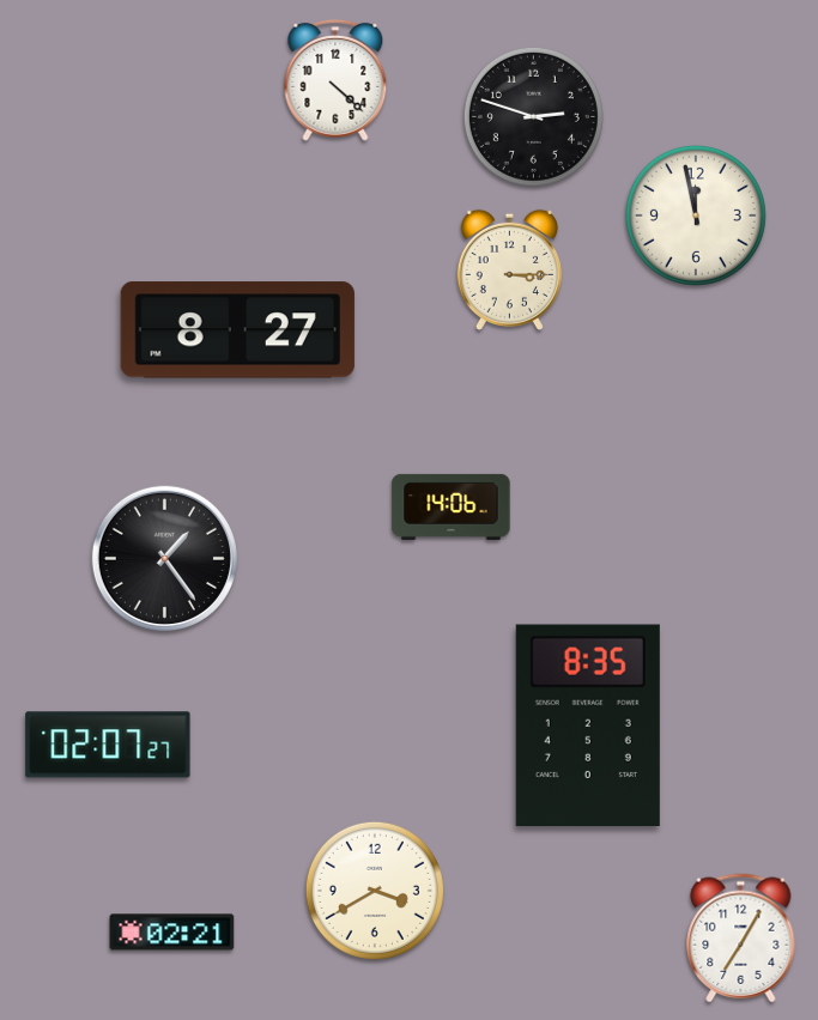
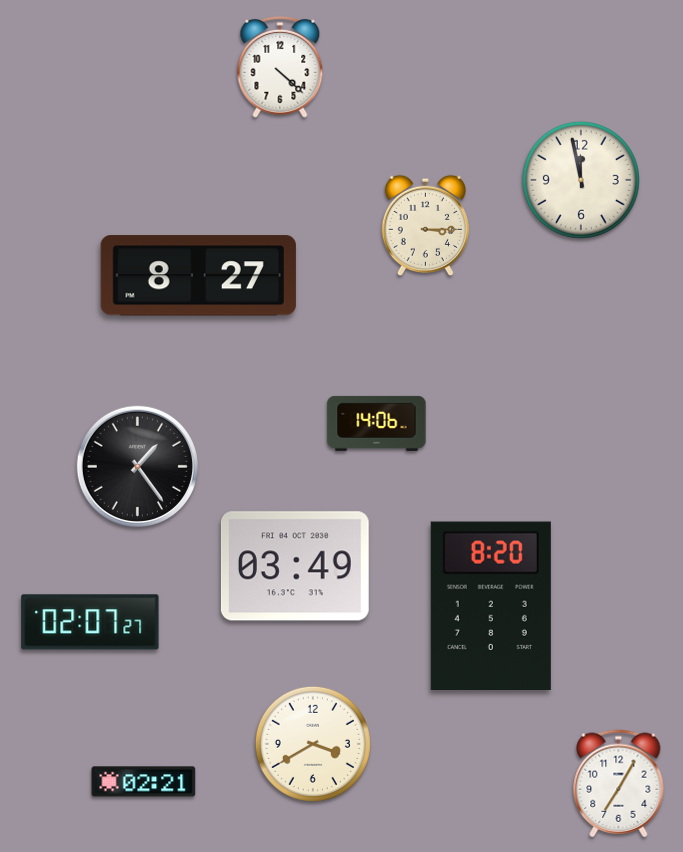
clock at (533, 116): 2:48 -> none
clock at (295, 566): none -> 03:49
clock at (588, 724): 8:35 -> 8:20
clock at (172, 933) position: (172, 933) -> (144, 782)
